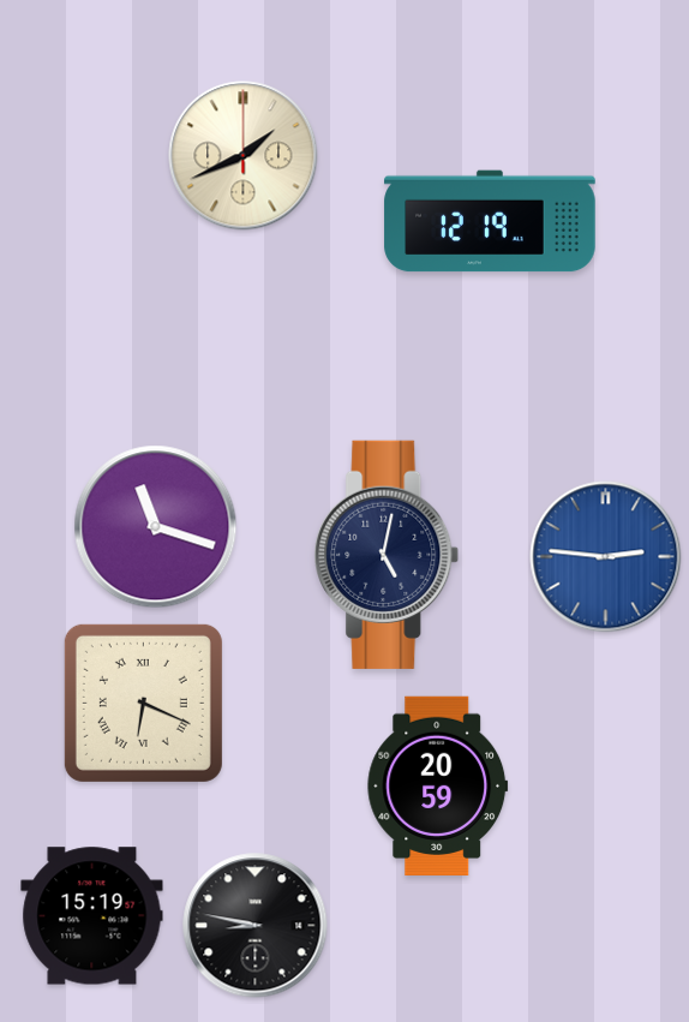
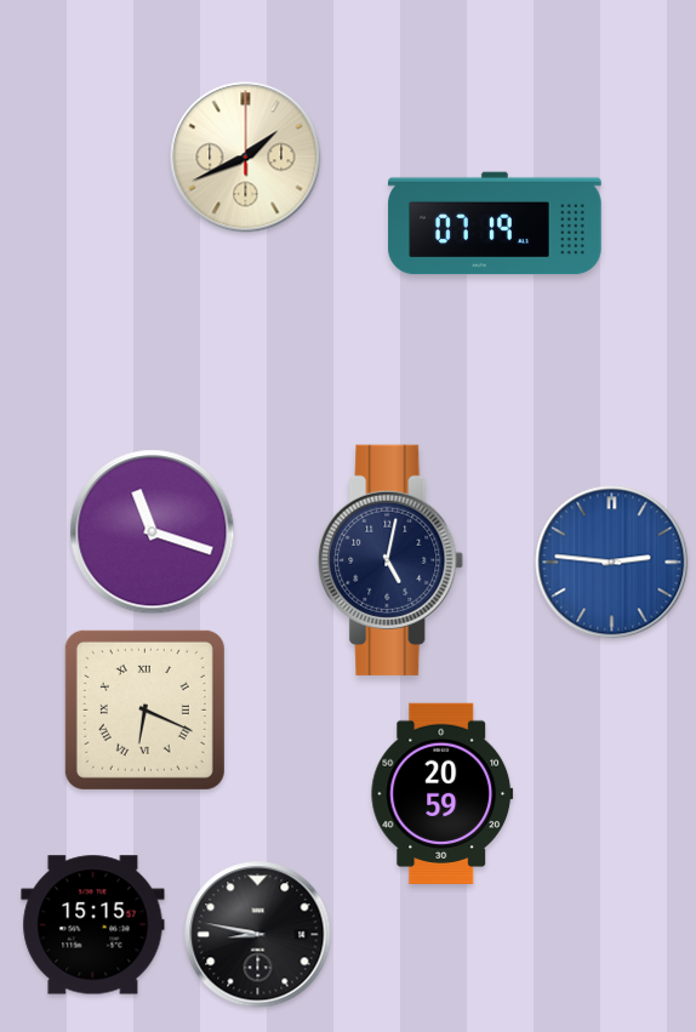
clock at (490, 221): 12:19 -> 07:19
clock at (156, 527) position: (156, 527) -> (153, 532)
clock at (92, 916): 15:19 -> 15:15
